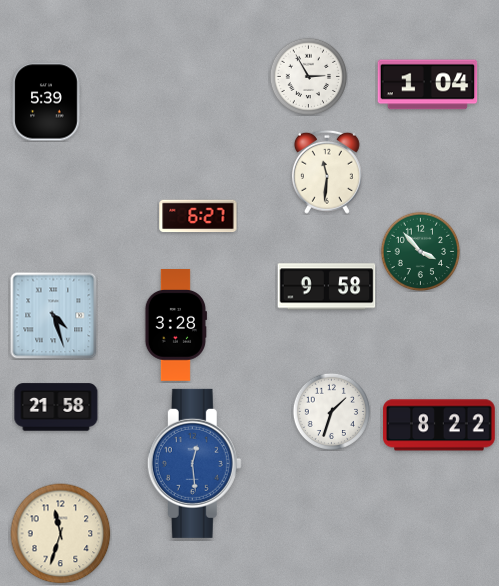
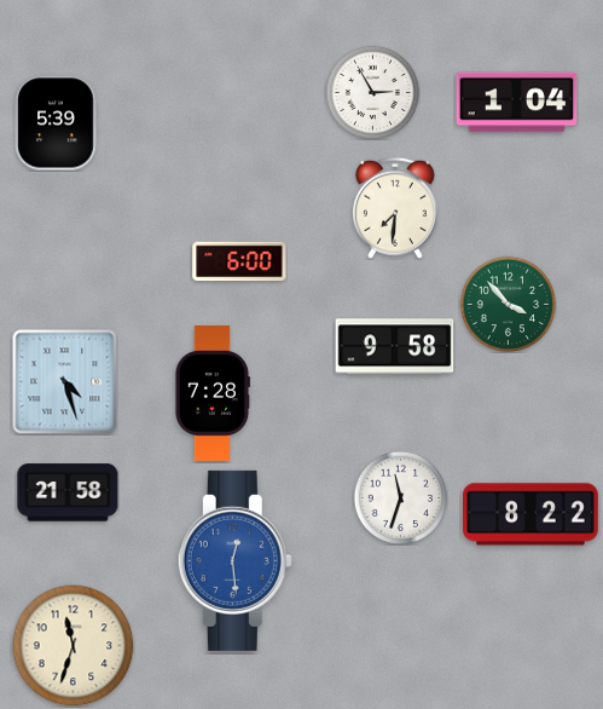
clock at (327, 172): 11:31 -> 7:31
clock at (198, 216): 6:27 -> 6:00
clock at (175, 325): 3:28 -> 7:28
clock at (331, 411): 1:33 -> 11:33
